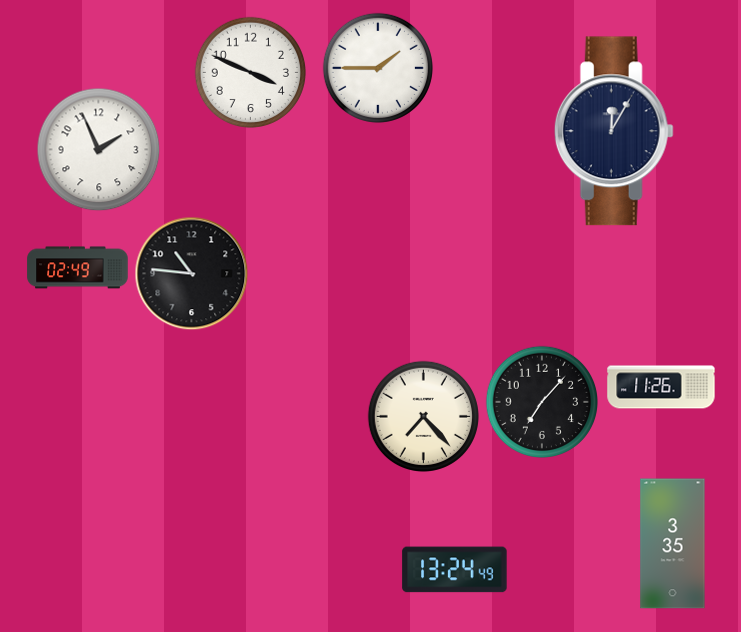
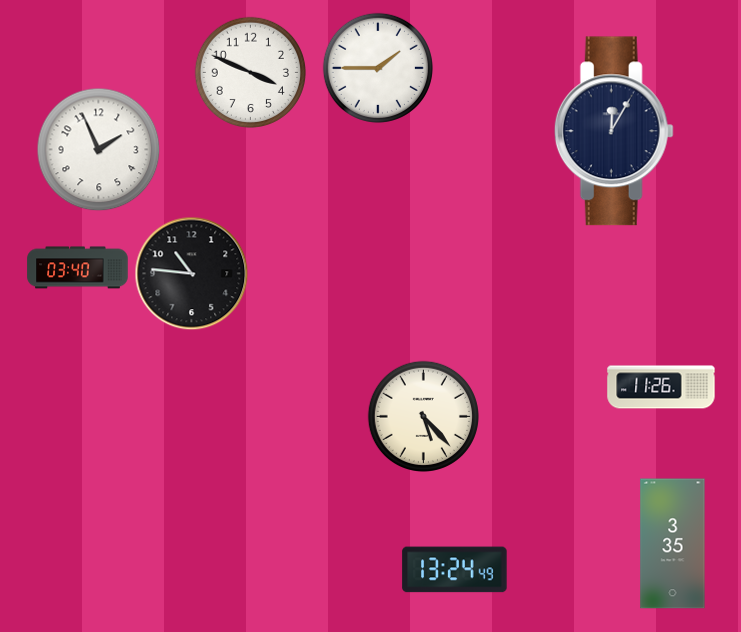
clock at (78, 268): 02:49 -> 03:40
clock at (541, 401): 7:07 -> none
clock at (423, 416): 7:23 -> 5:23
